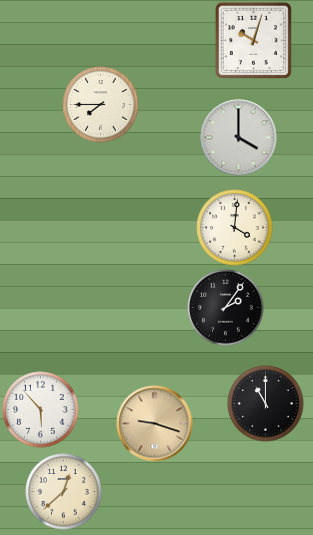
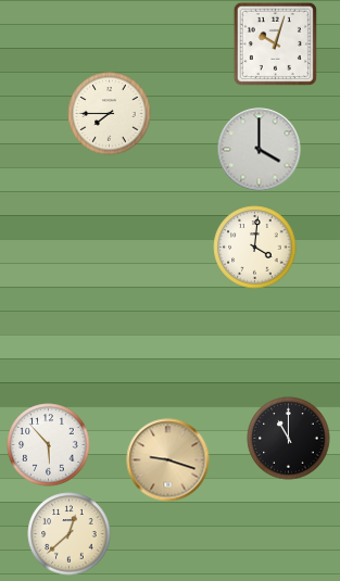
clock at (226, 308): 2:06 -> none
clock at (41, 410) position: (41, 410) -> (49, 445)
